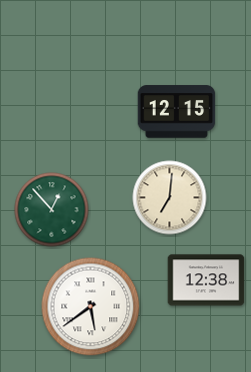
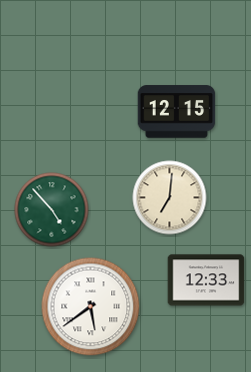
clock at (52, 210): 12:53 -> 4:53
clock at (206, 280): 12:38 -> 12:33
